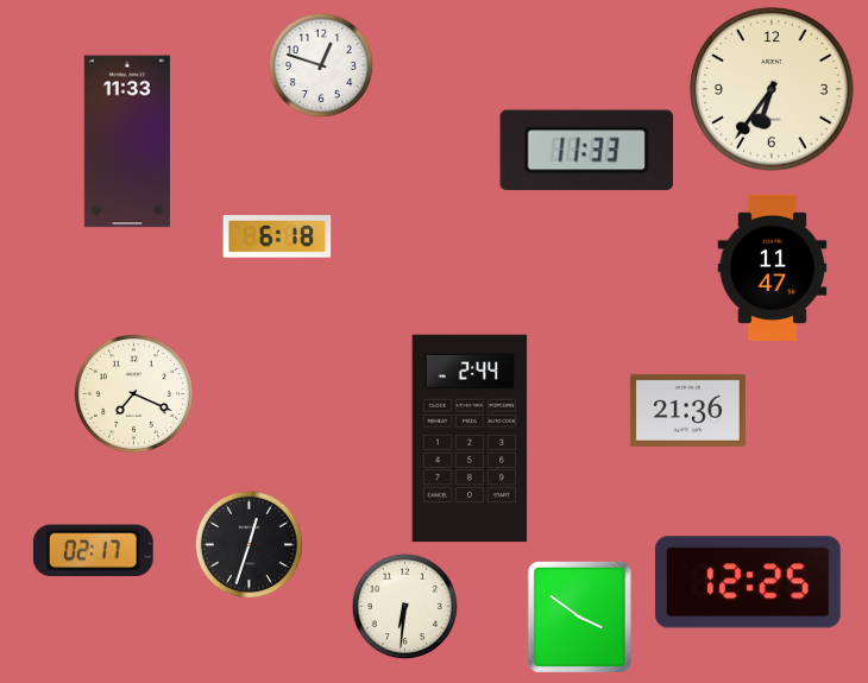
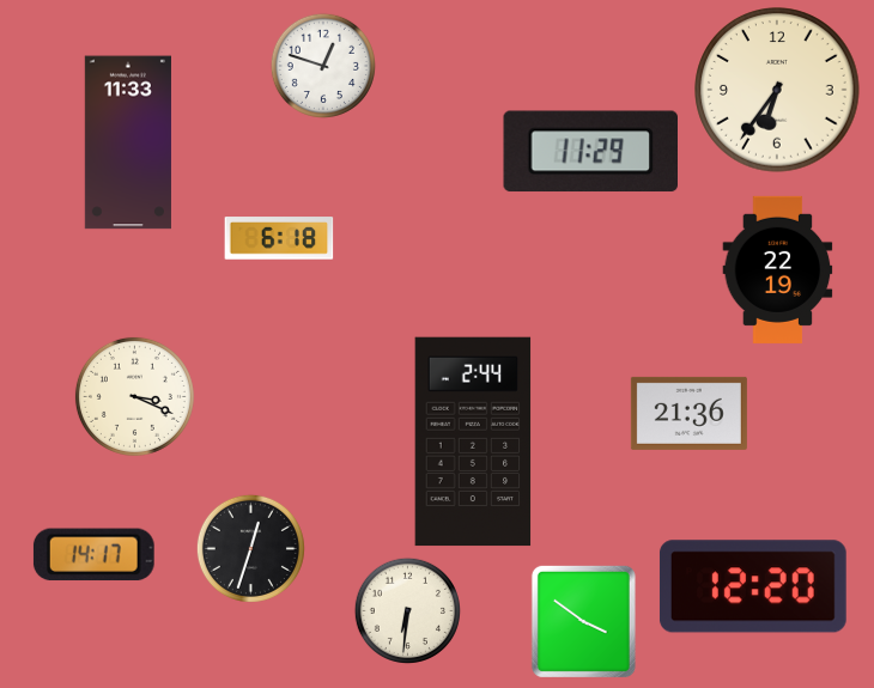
clock at (587, 151): 11:33 -> 11:29
clock at (773, 267): 11:47 -> 22:19
clock at (133, 393): 7:19 -> 3:19
clock at (687, 410) position: (687, 410) -> (688, 413)
clock at (93, 551): 02:17 -> 14:17
clock at (748, 582): 12:25 -> 12:20
